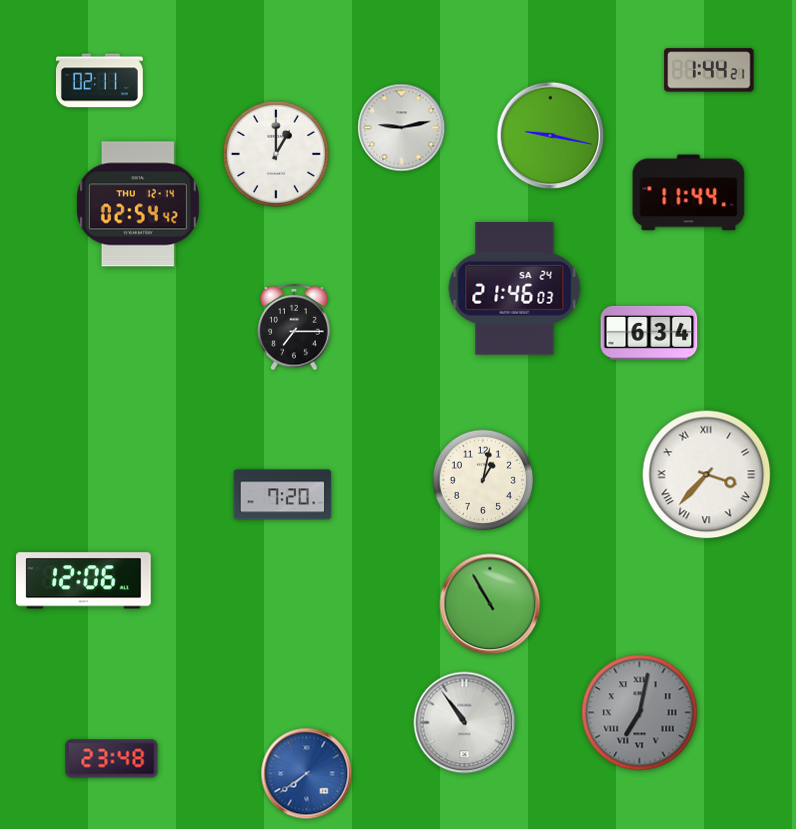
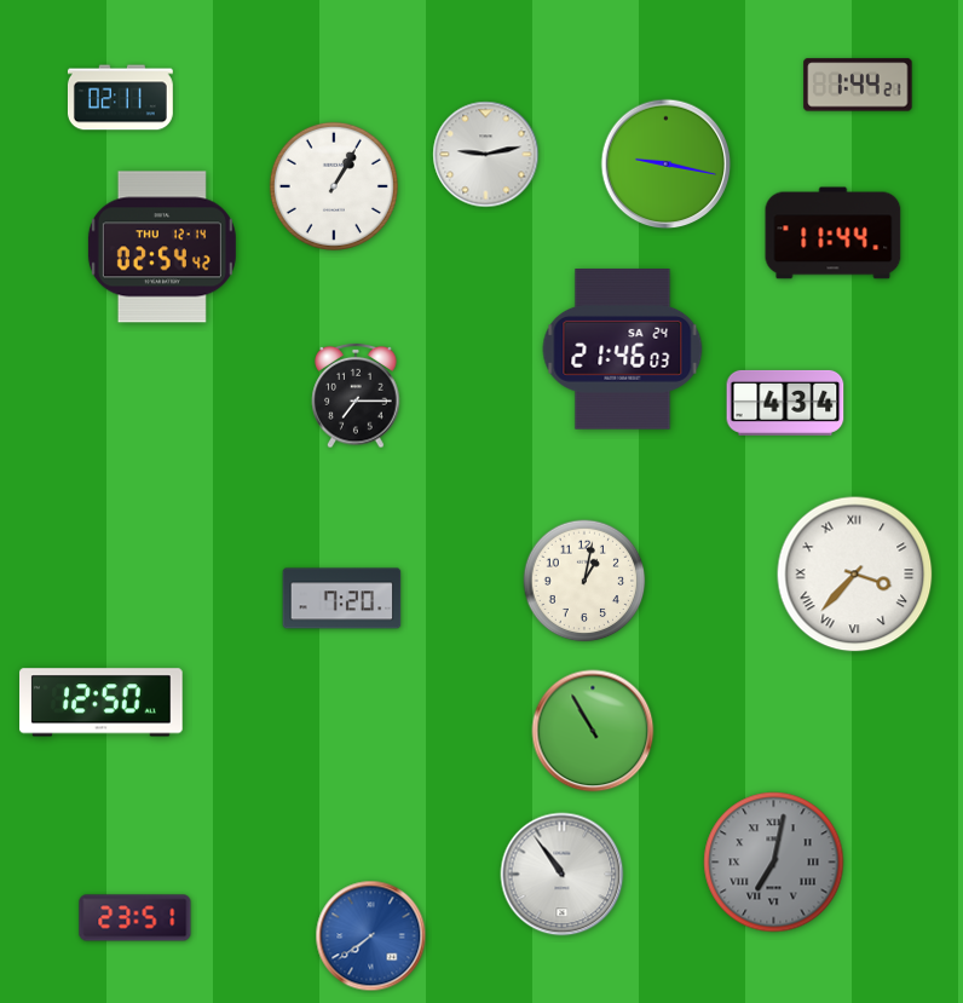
clock at (276, 154): 1:00 -> 1:05
clock at (138, 204) position: (138, 204) -> (162, 247)
clock at (649, 333): 6:34 -> 4:34
clock at (84, 581): 12:06 -> 12:50
clock at (112, 759): 23:48 -> 23:51
